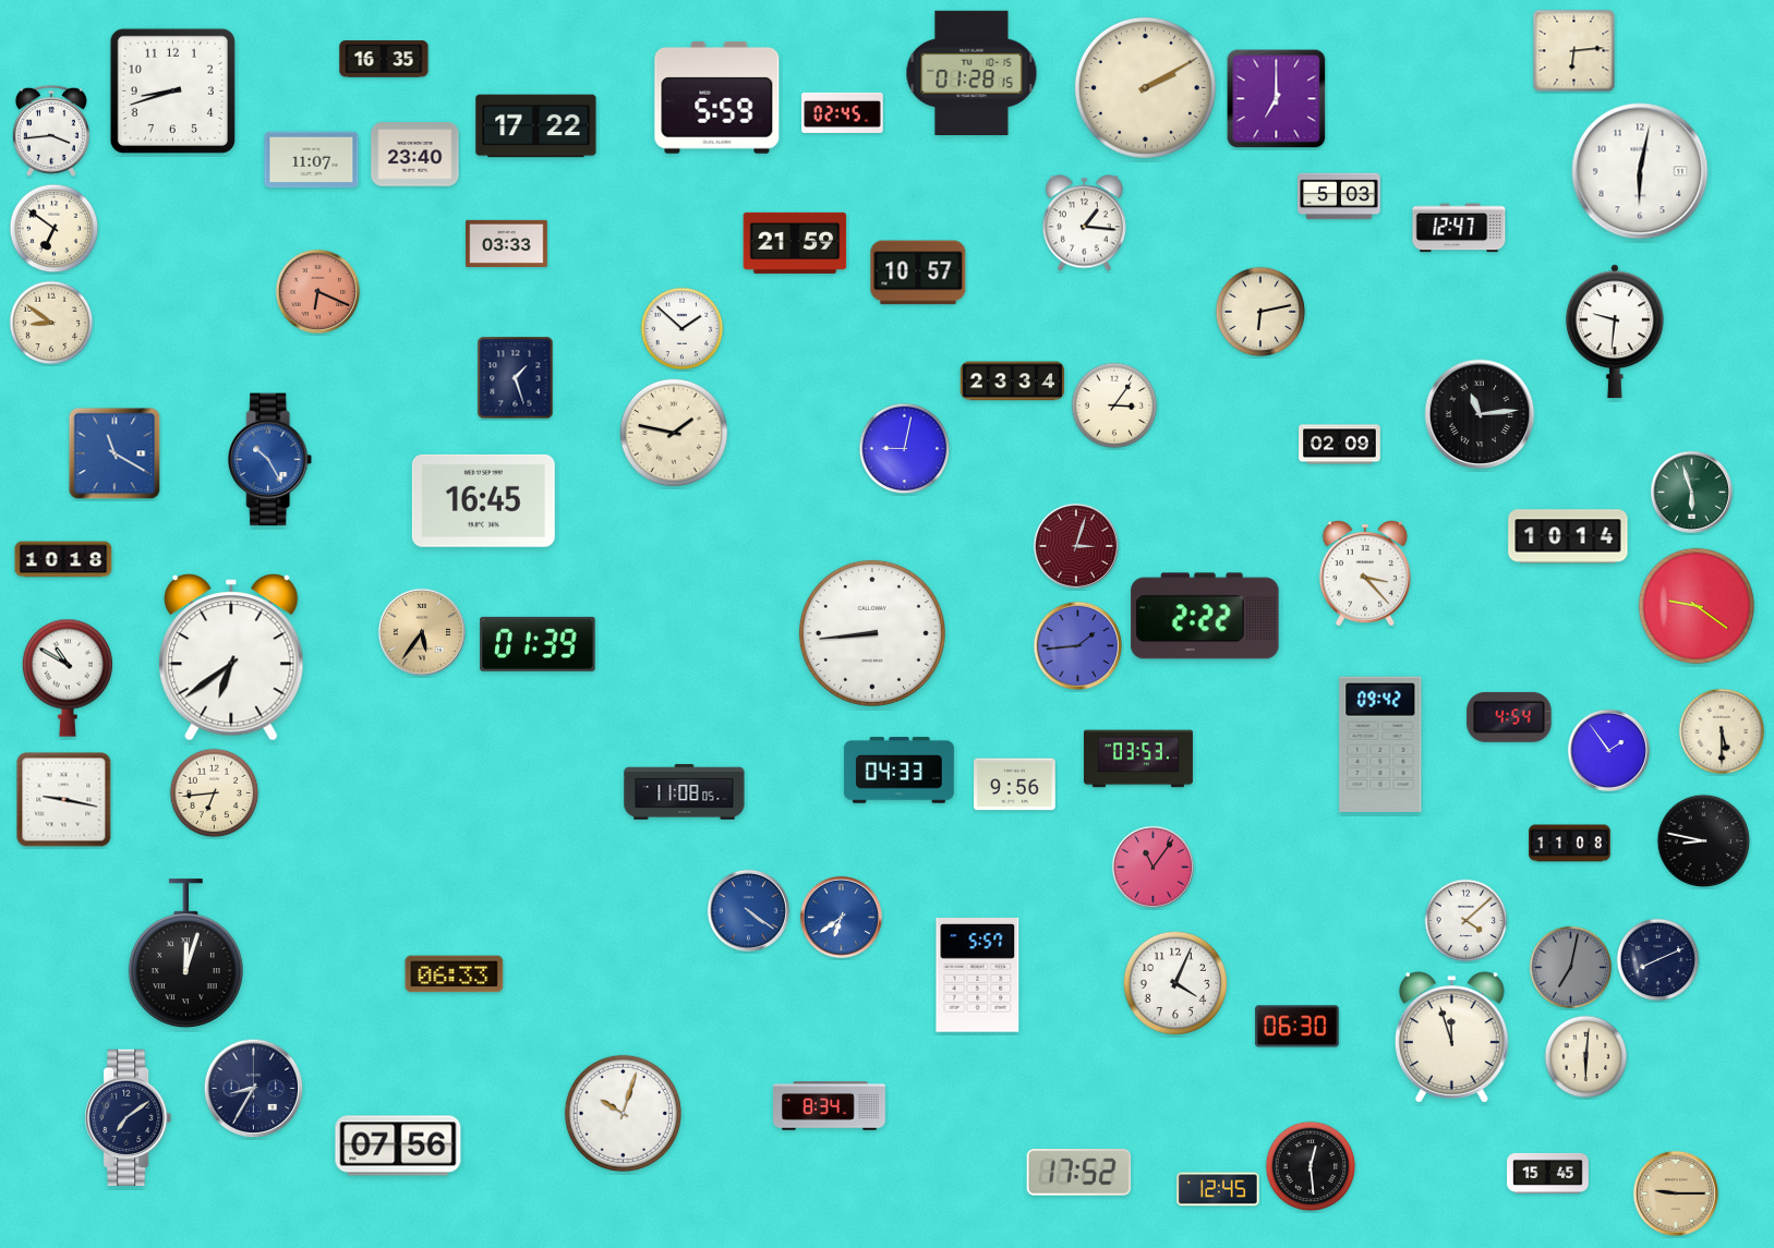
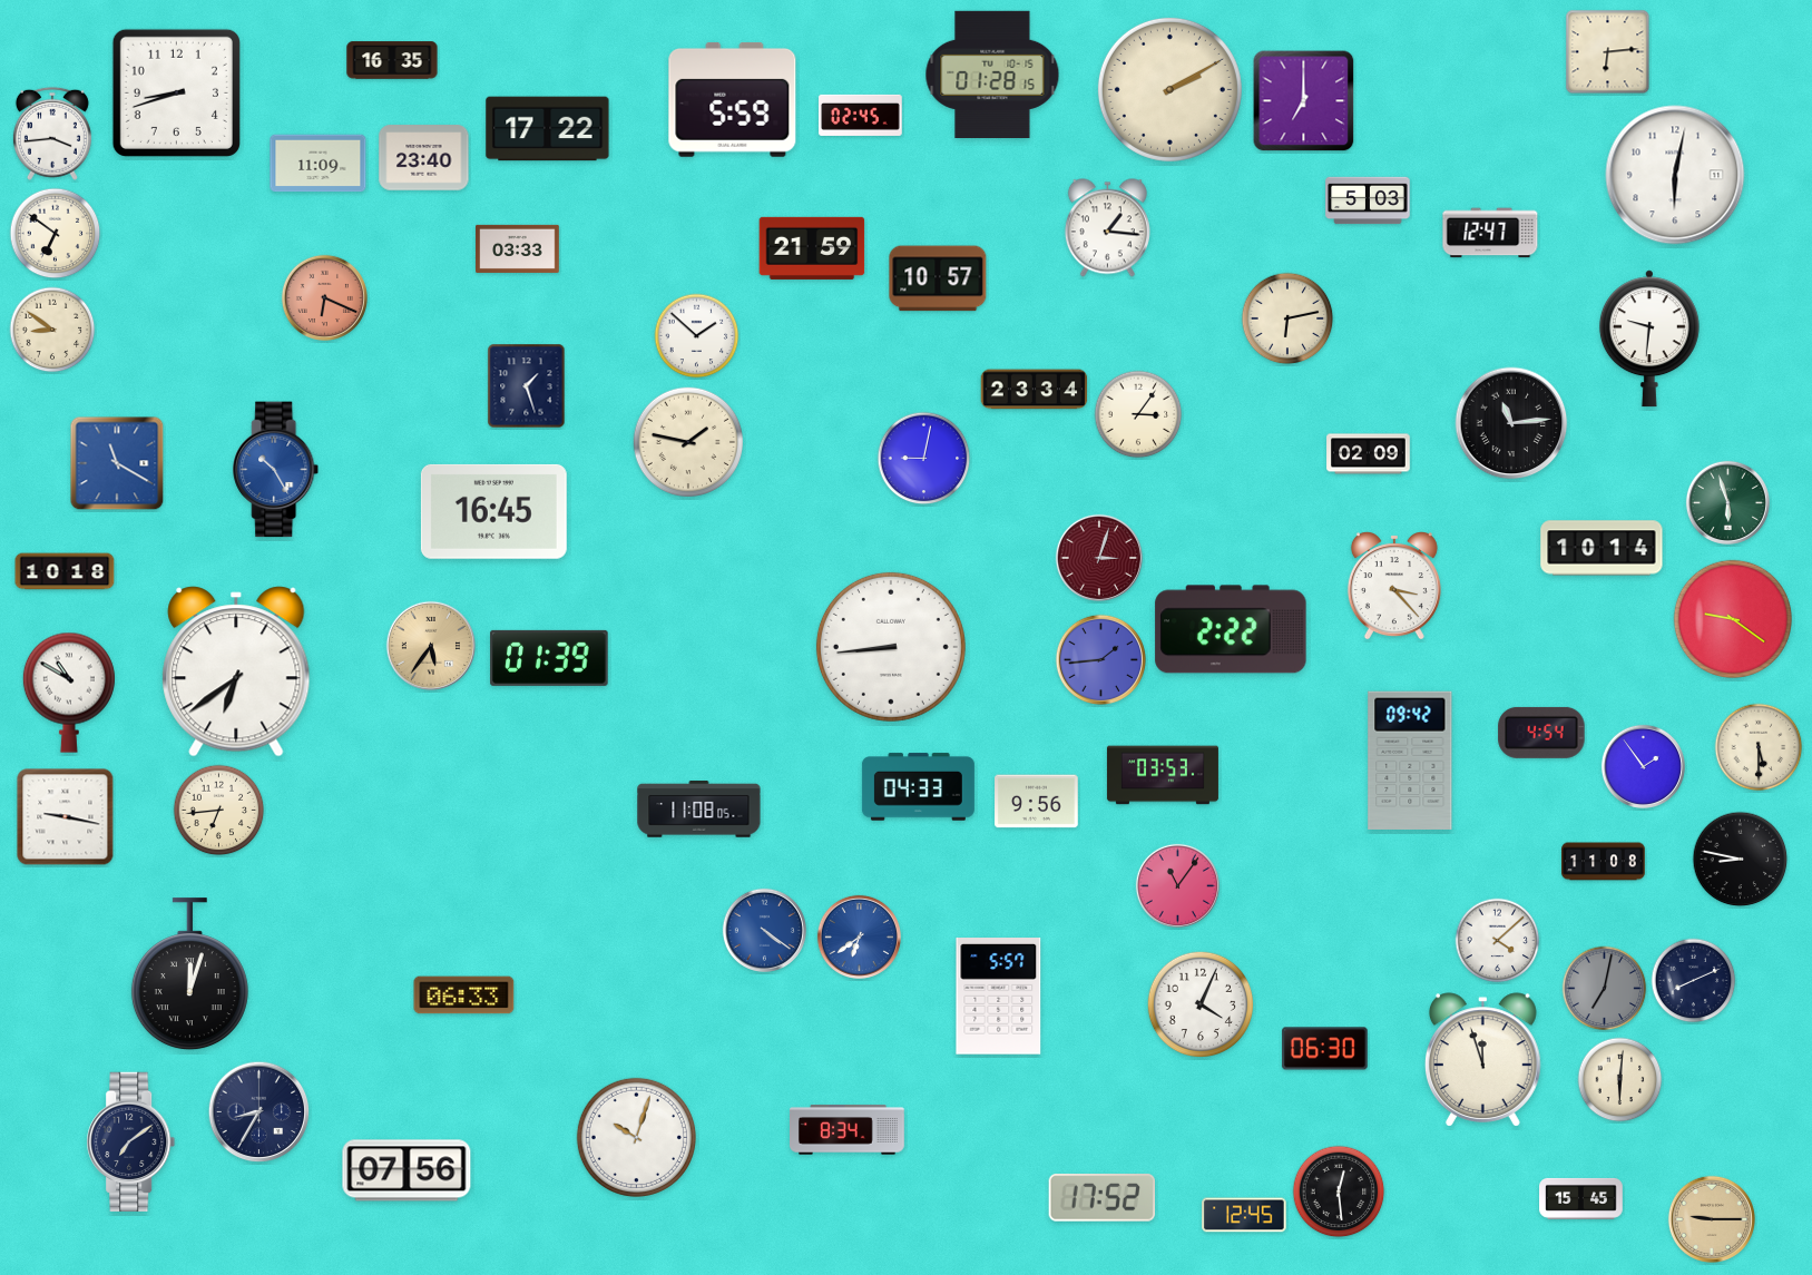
clock at (312, 160): 11:07 -> 11:09
